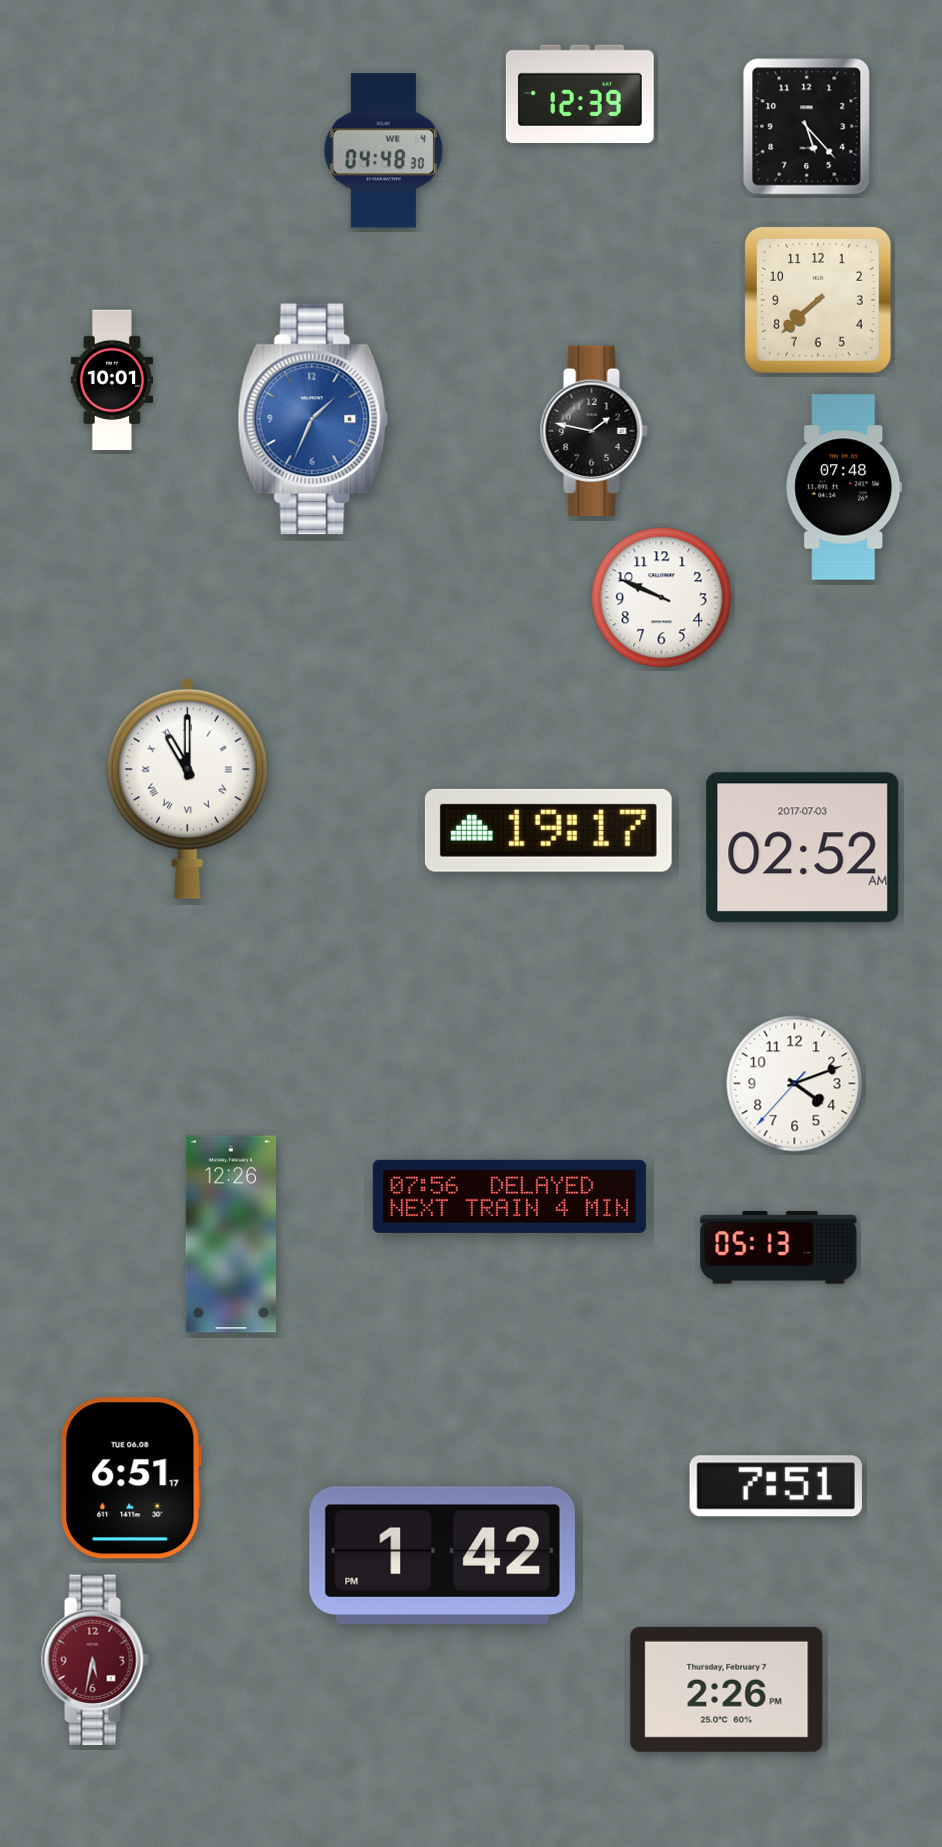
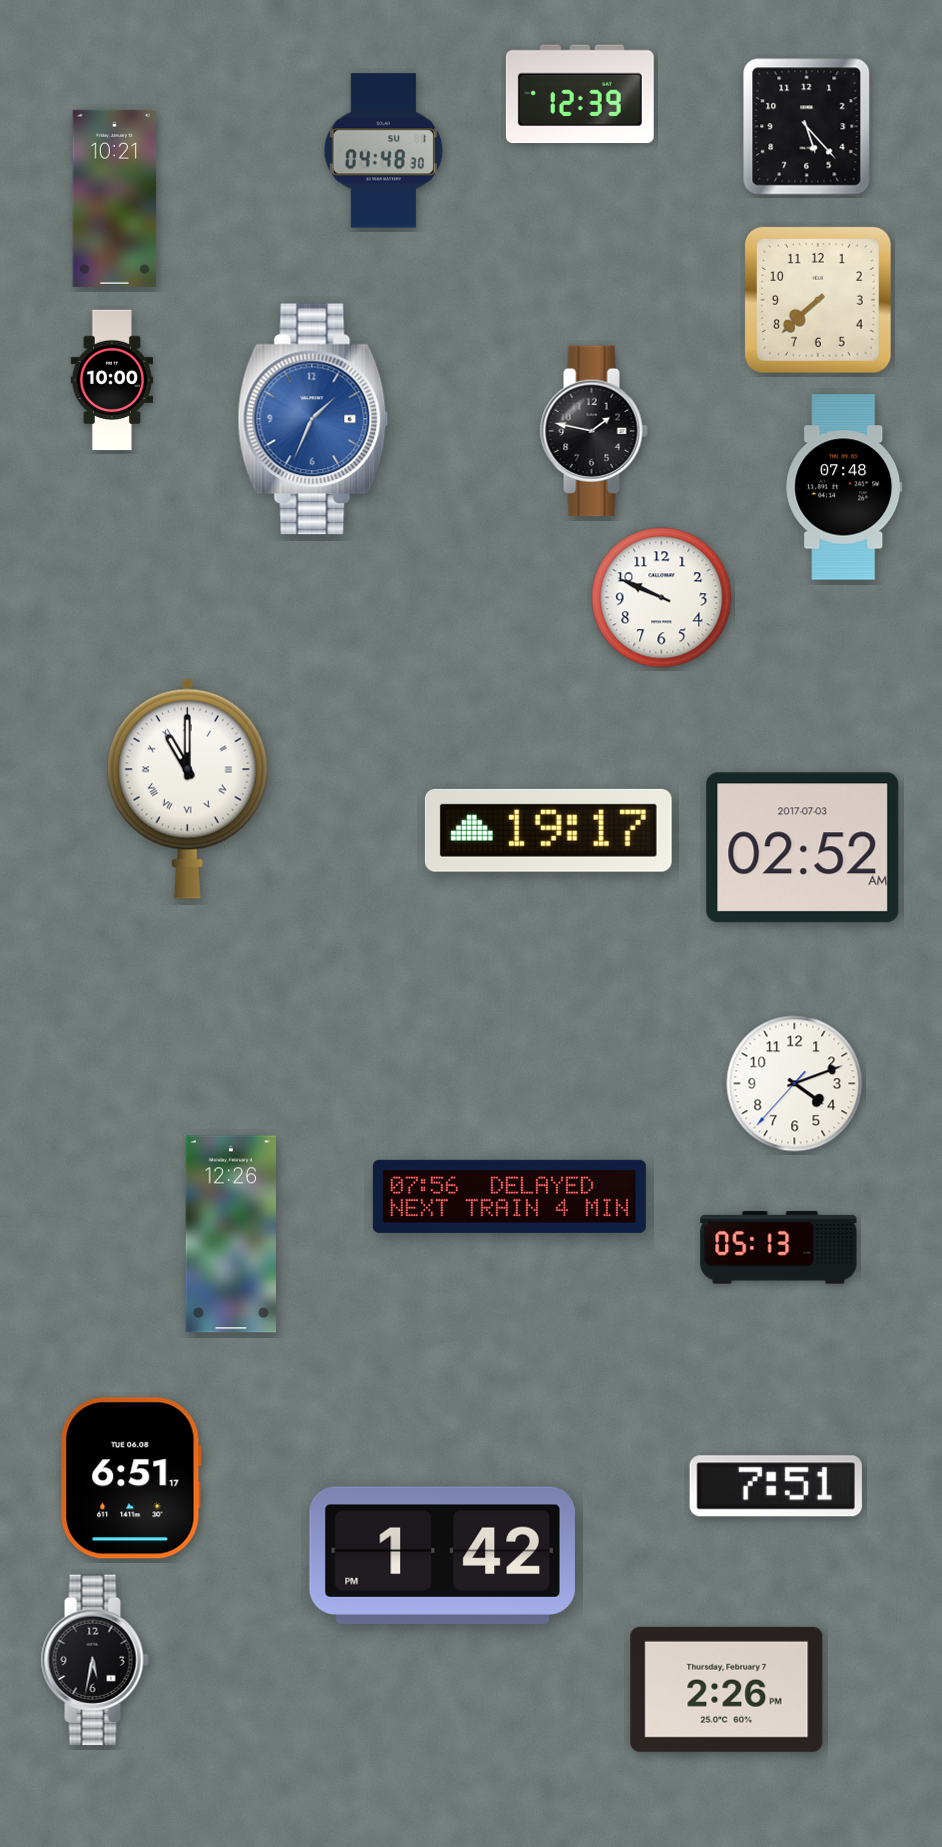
clock at (383, 151) date: WE 4 -> SU 1
clock at (115, 198): none -> 10:21
clock at (112, 380): 10:01 -> 10:00
clock at (95, 1660) dial: burgundy -> black
